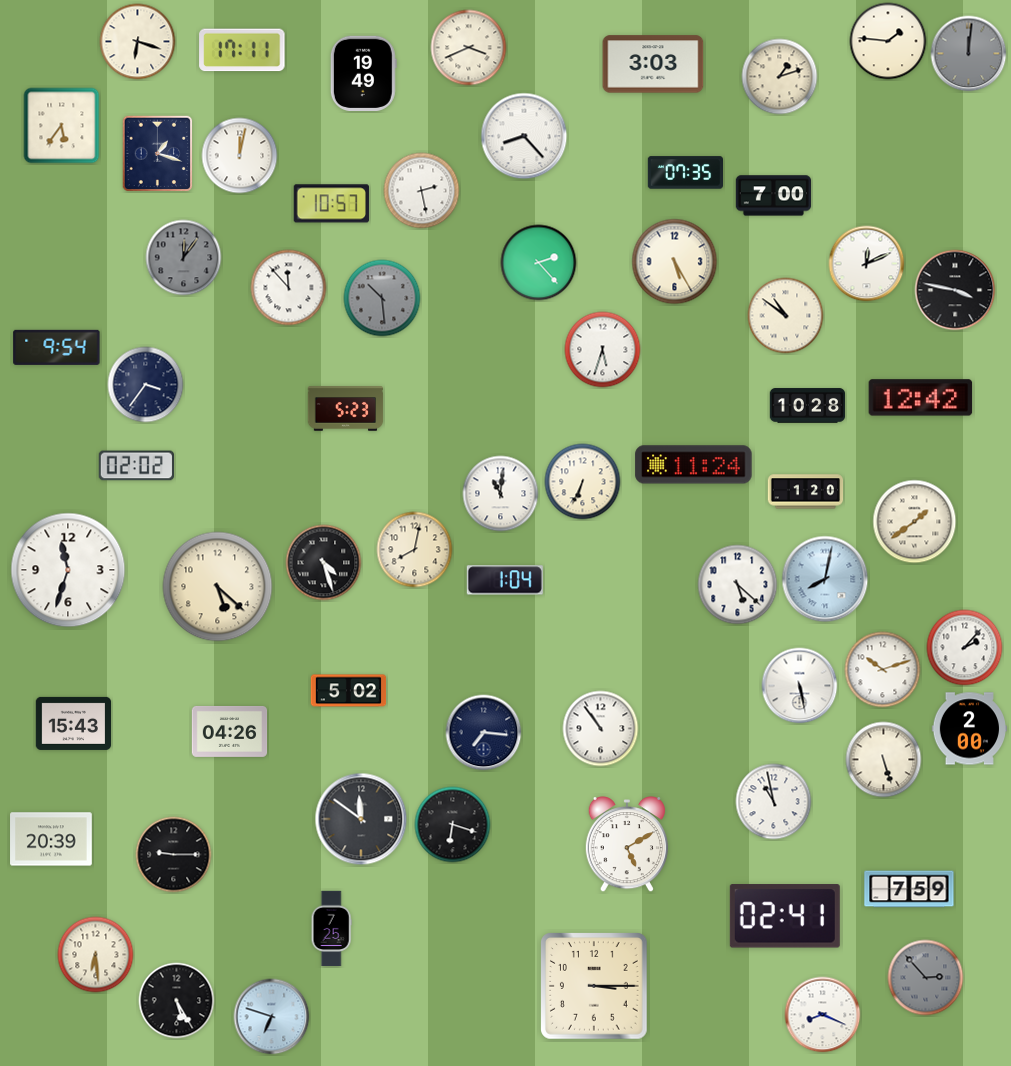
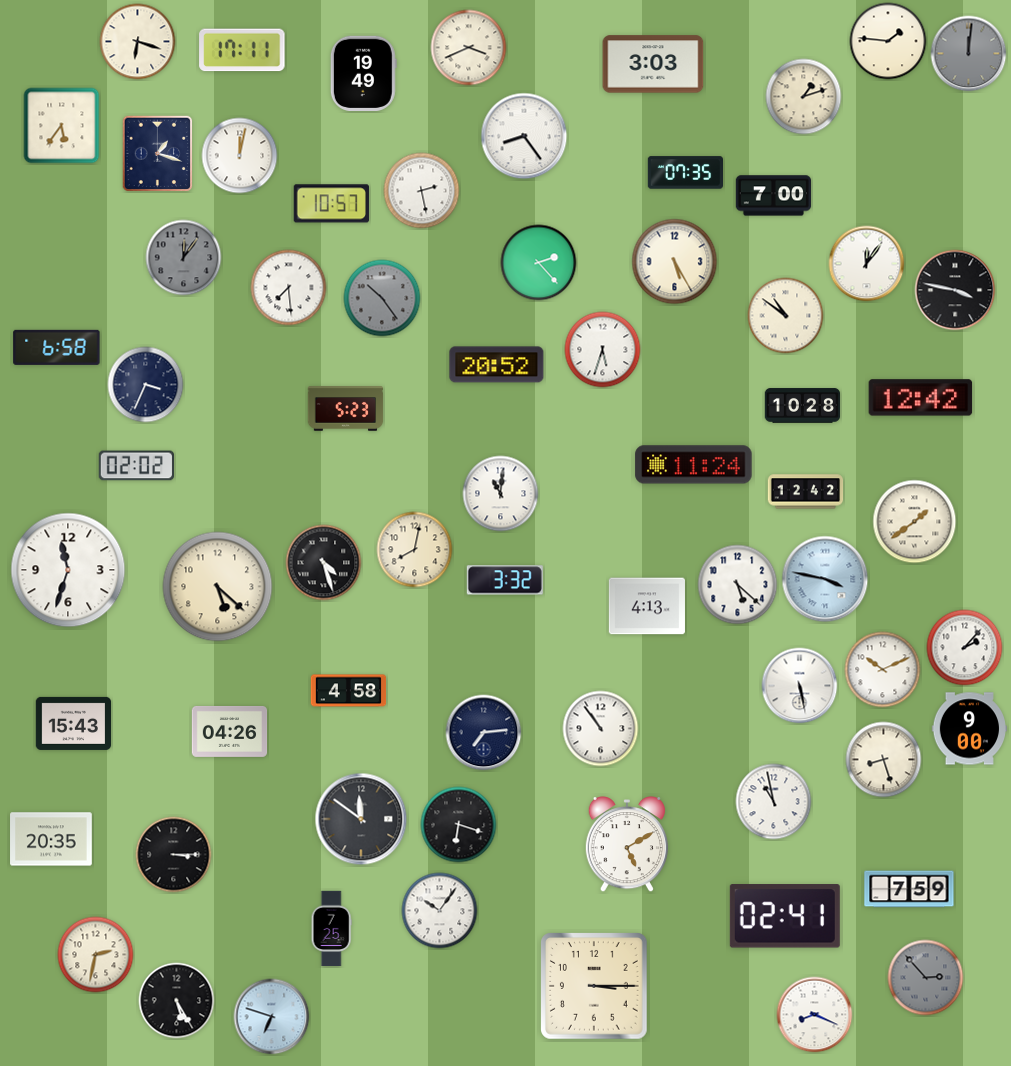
clock at (780, 77) position: (780, 77) -> (804, 97)
clock at (524, 136): 8:23 -> 8:24
clock at (867, 264): 12:11 -> 12:06
clock at (289, 288): 11:53 -> 7:29
clock at (382, 298): 10:29 -> 10:24
clock at (57, 347): 9:54 -> 6:58
clock at (497, 365): none -> 20:52
clock at (146, 385): 3:36 -> 3:34
clock at (808, 406) position: (808, 406) -> (803, 406)
clock at (583, 482): 6:34 -> none
clock at (806, 492): 1:20 -> 12:42
clock at (825, 579): 8:02 -> 3:47
clock at (505, 580): 1:04 -> 3:32
clock at (647, 606): none -> 4:13
clock at (883, 670): 10:12 -> 10:11
clock at (349, 691): 5:02 -> 4:58
clock at (969, 729): 2:00 -> 9:00
clock at (484, 733): 7:16 -> 7:14
clock at (884, 760): 5:27 -> 8:27
clock at (453, 825) position: (453, 825) -> (459, 825)
clock at (51, 839): 20:39 -> 20:35
clock at (174, 855): 9:15 -> 3:15
clock at (440, 911): none -> 10:06
clock at (96, 955): 6:29 -> 2:32
clock at (823, 1015) position: (823, 1015) -> (815, 1015)
